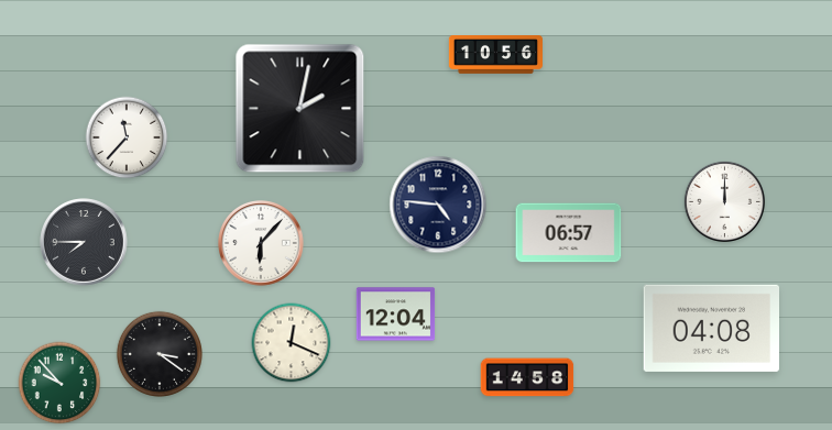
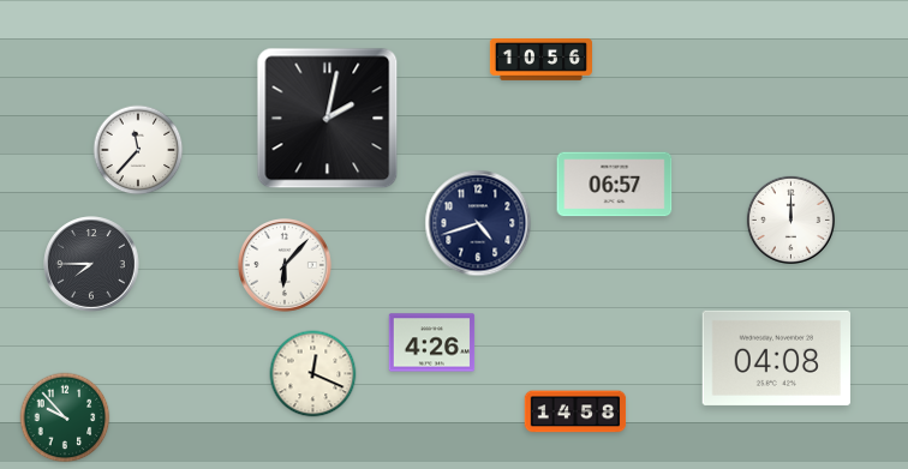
clock at (438, 205): 4:46 -> 4:42
clock at (569, 233) position: (569, 233) -> (615, 185)
clock at (396, 315): 12:04 -> 4:26
clock at (292, 343) position: (292, 343) -> (313, 374)
clock at (160, 354): 3:21 -> none
